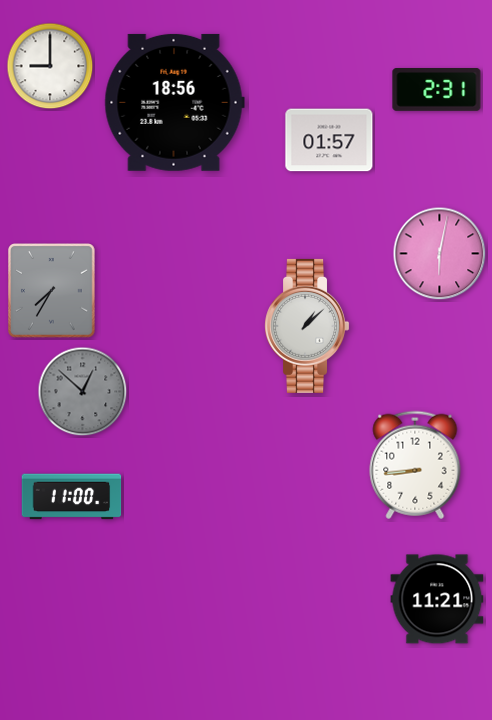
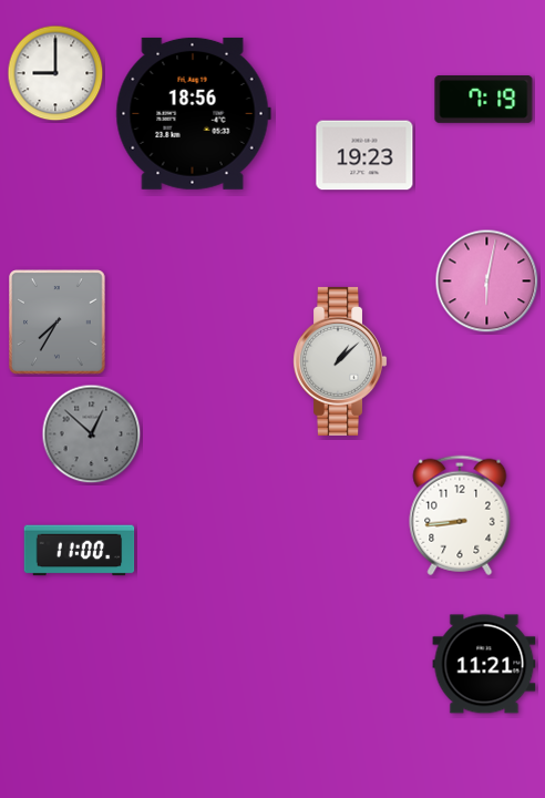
clock at (437, 90): 2:31 -> 7:19
clock at (329, 140): 01:57 -> 19:23
